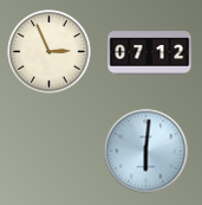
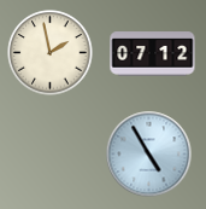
clock at (50, 52): 2:56 -> 1:58
clock at (146, 152): 6:01 -> 4:55
